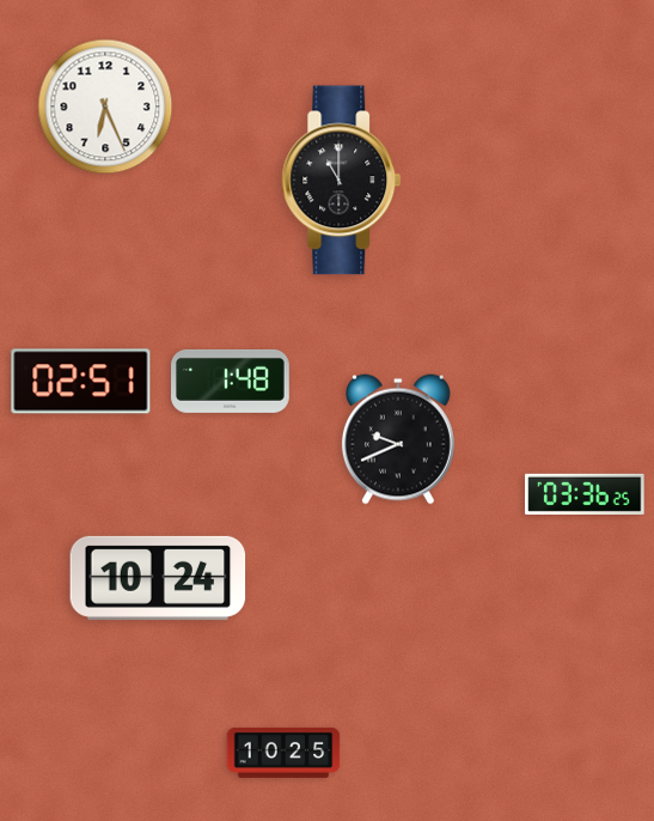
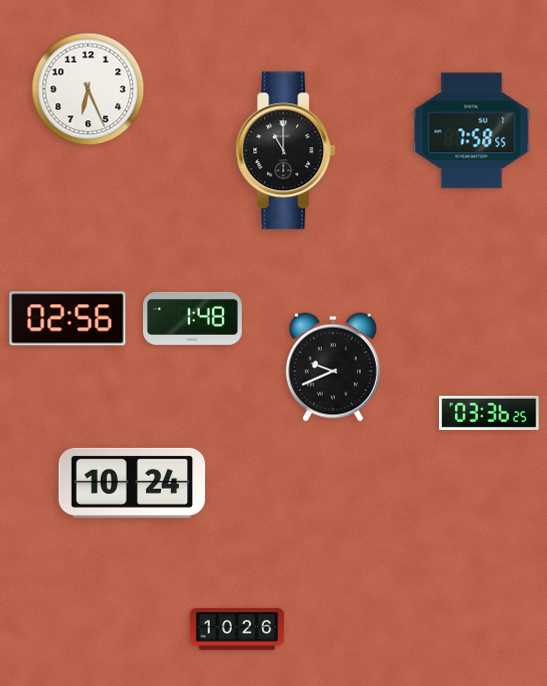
clock at (472, 131): none -> 7:58
clock at (81, 382): 02:51 -> 02:56
clock at (283, 753): 10:25 -> 10:26
